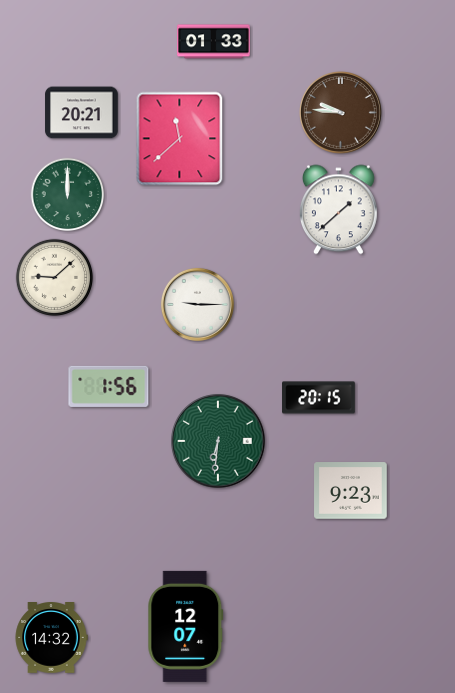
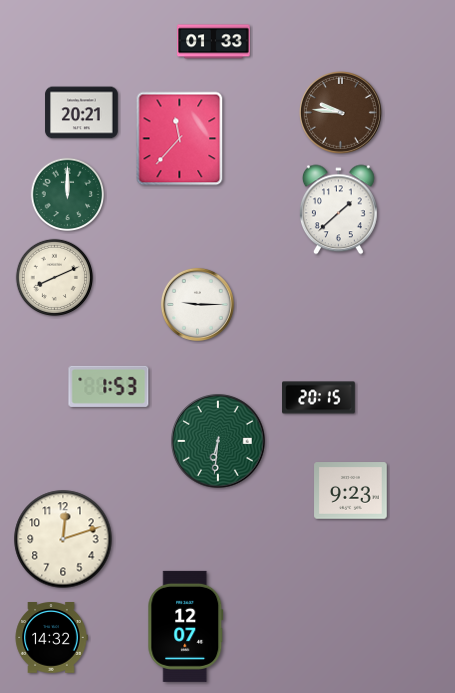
clock at (180, 139): 11:38 -> 11:37
clock at (54, 277): 9:08 -> 8:11
clock at (109, 386): 1:56 -> 1:53
clock at (63, 539): none -> 12:12
